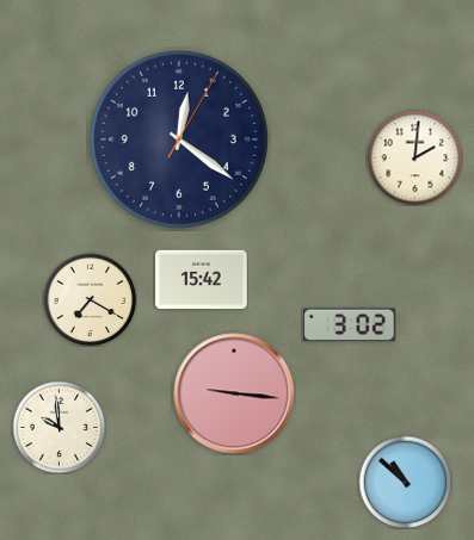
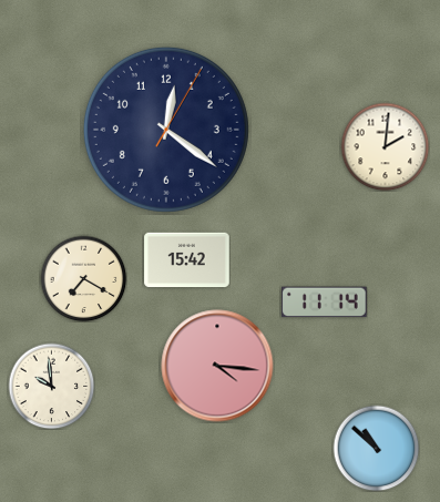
clock at (350, 325): 3:02 -> 11:14
clock at (234, 393): 9:16 -> 4:16
clock at (59, 427) position: (59, 427) -> (51, 386)
